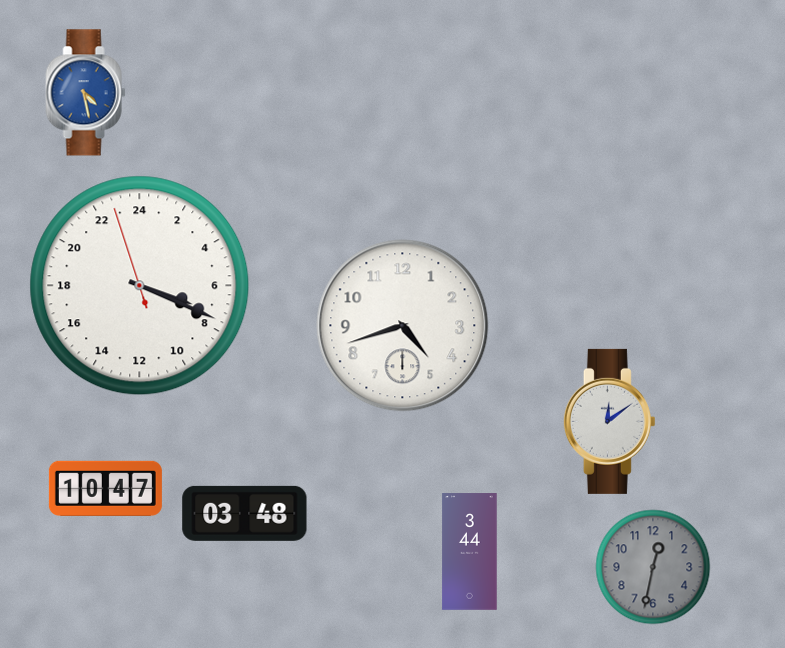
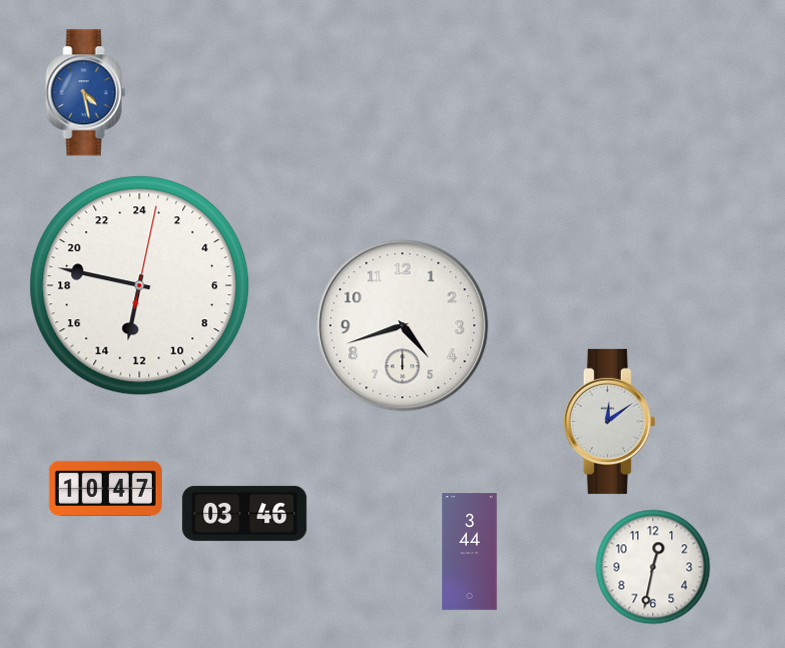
clock at (140, 286): 7:18 -> 12:47
clock at (245, 513): 03:48 -> 03:46
clock at (653, 567) dial: grey -> white
